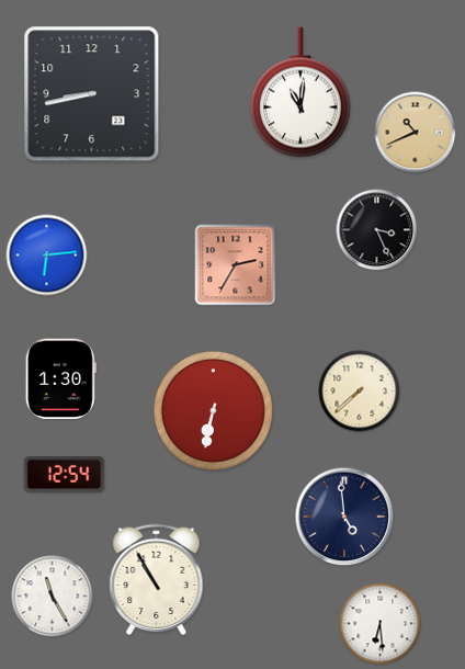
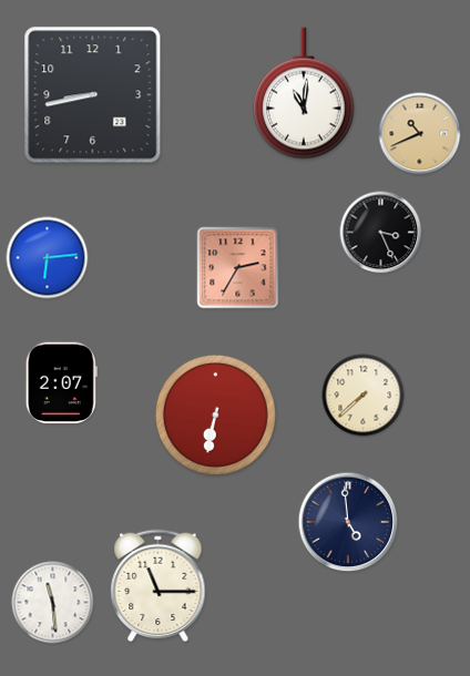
clock at (60, 379): 1:30 -> 2:07
clock at (65, 474): 12:54 -> none
clock at (157, 580): 10:55 -> 11:15
clock at (53, 597): 11:25 -> 11:29
clock at (381, 624): 6:29 -> none
